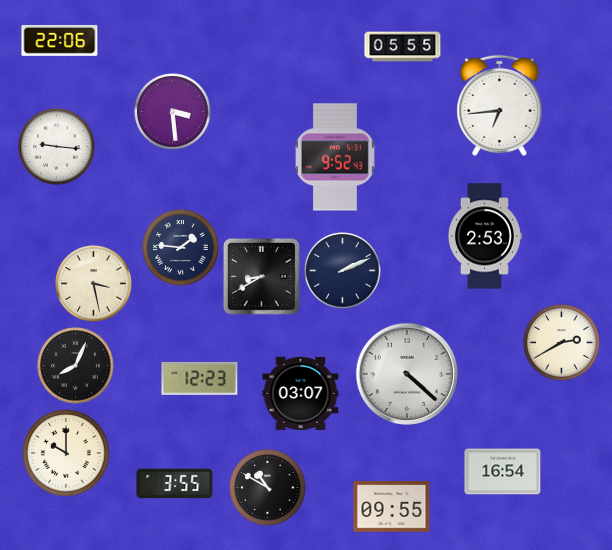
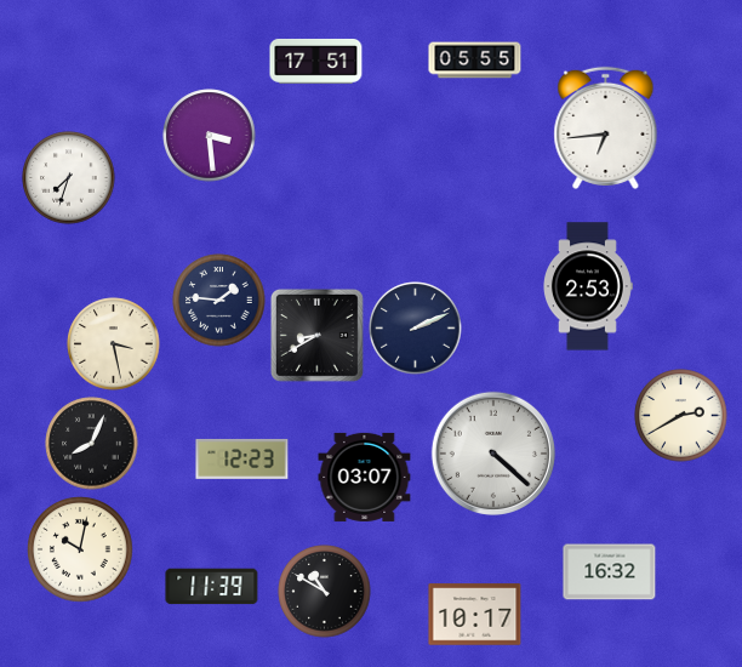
clock at (60, 40): 22:06 -> none
clock at (403, 47) position: (403, 47) -> (475, 61)
clock at (316, 61): none -> 17:51
clock at (57, 147): 9:16 -> 7:33
clock at (335, 157): 9:52 -> none
clock at (66, 453): 10:00 -> 10:02
clock at (503, 472): 16:54 -> 16:32
clock at (175, 484): 3:55 -> 11:39
clock at (392, 507): 09:55 -> 10:17
